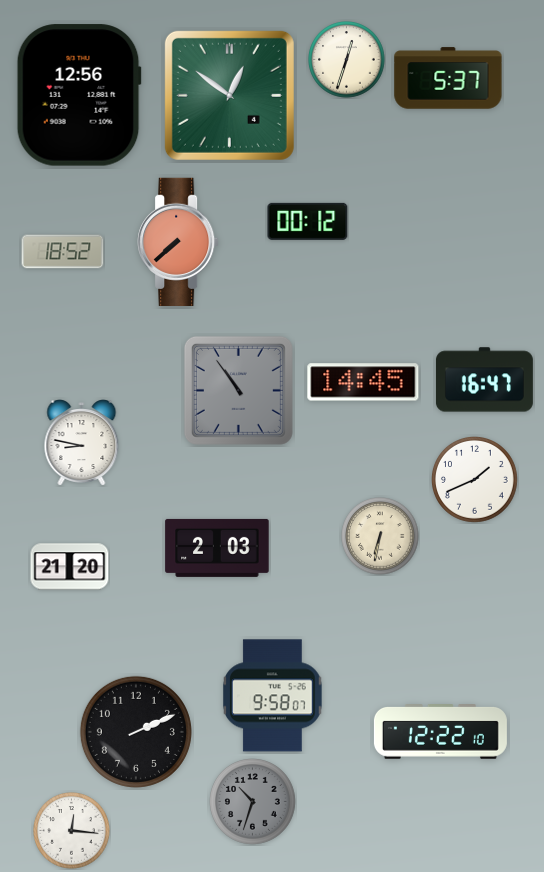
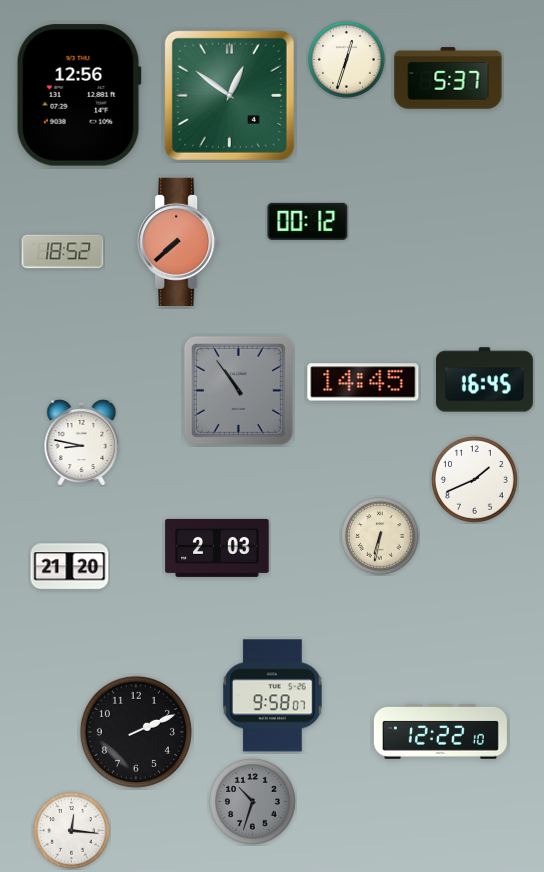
clock at (484, 380): 16:47 -> 16:45
